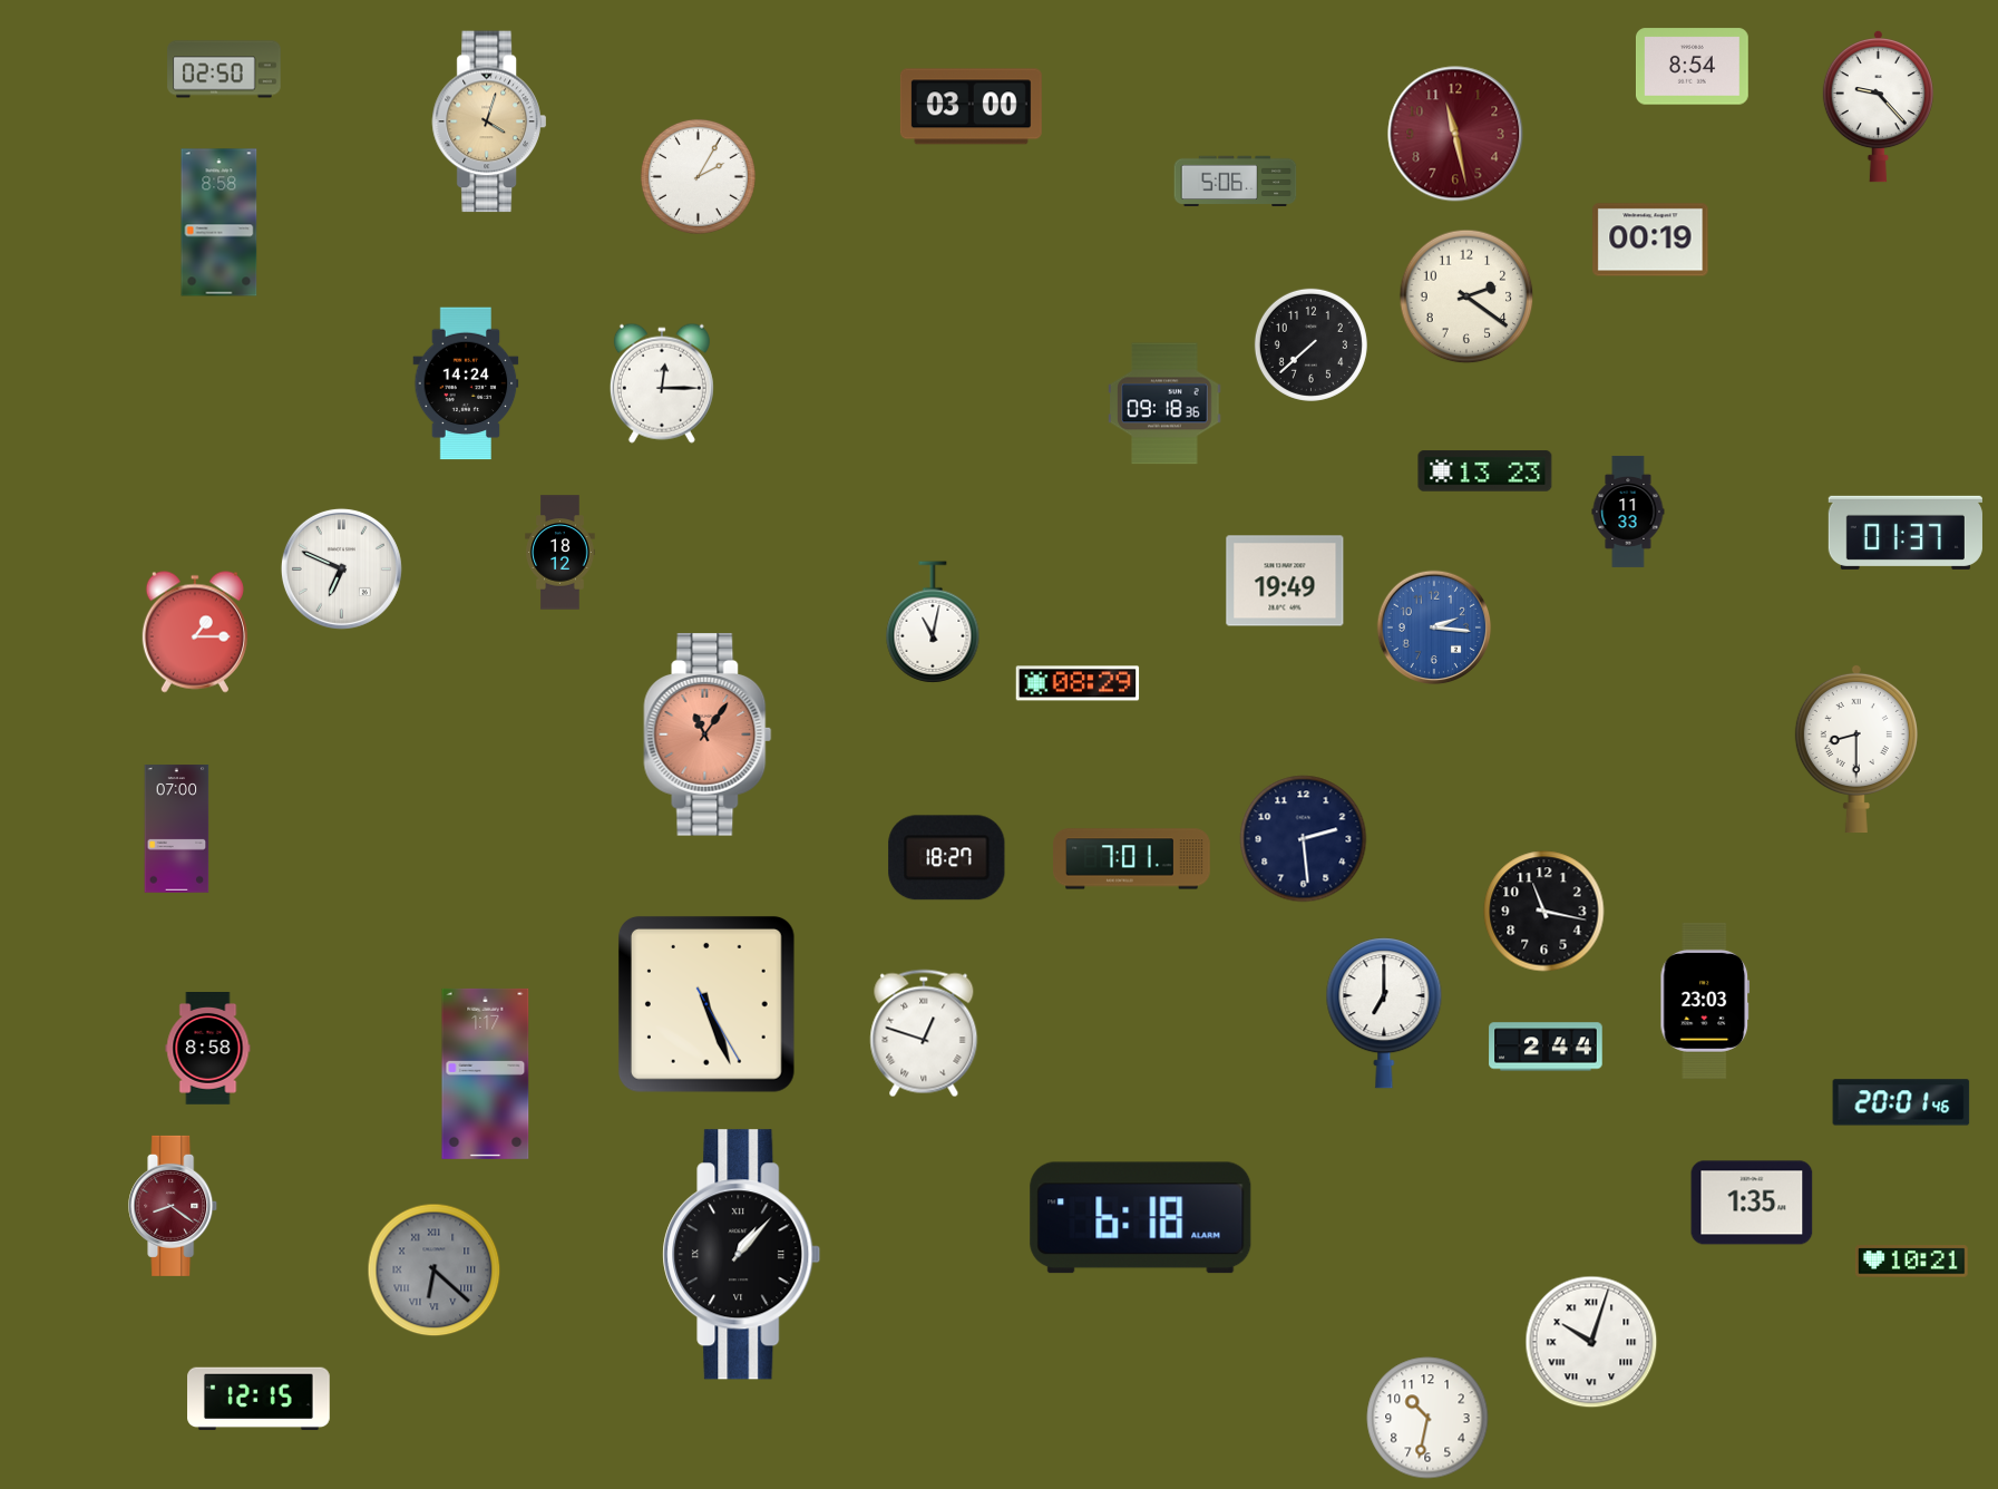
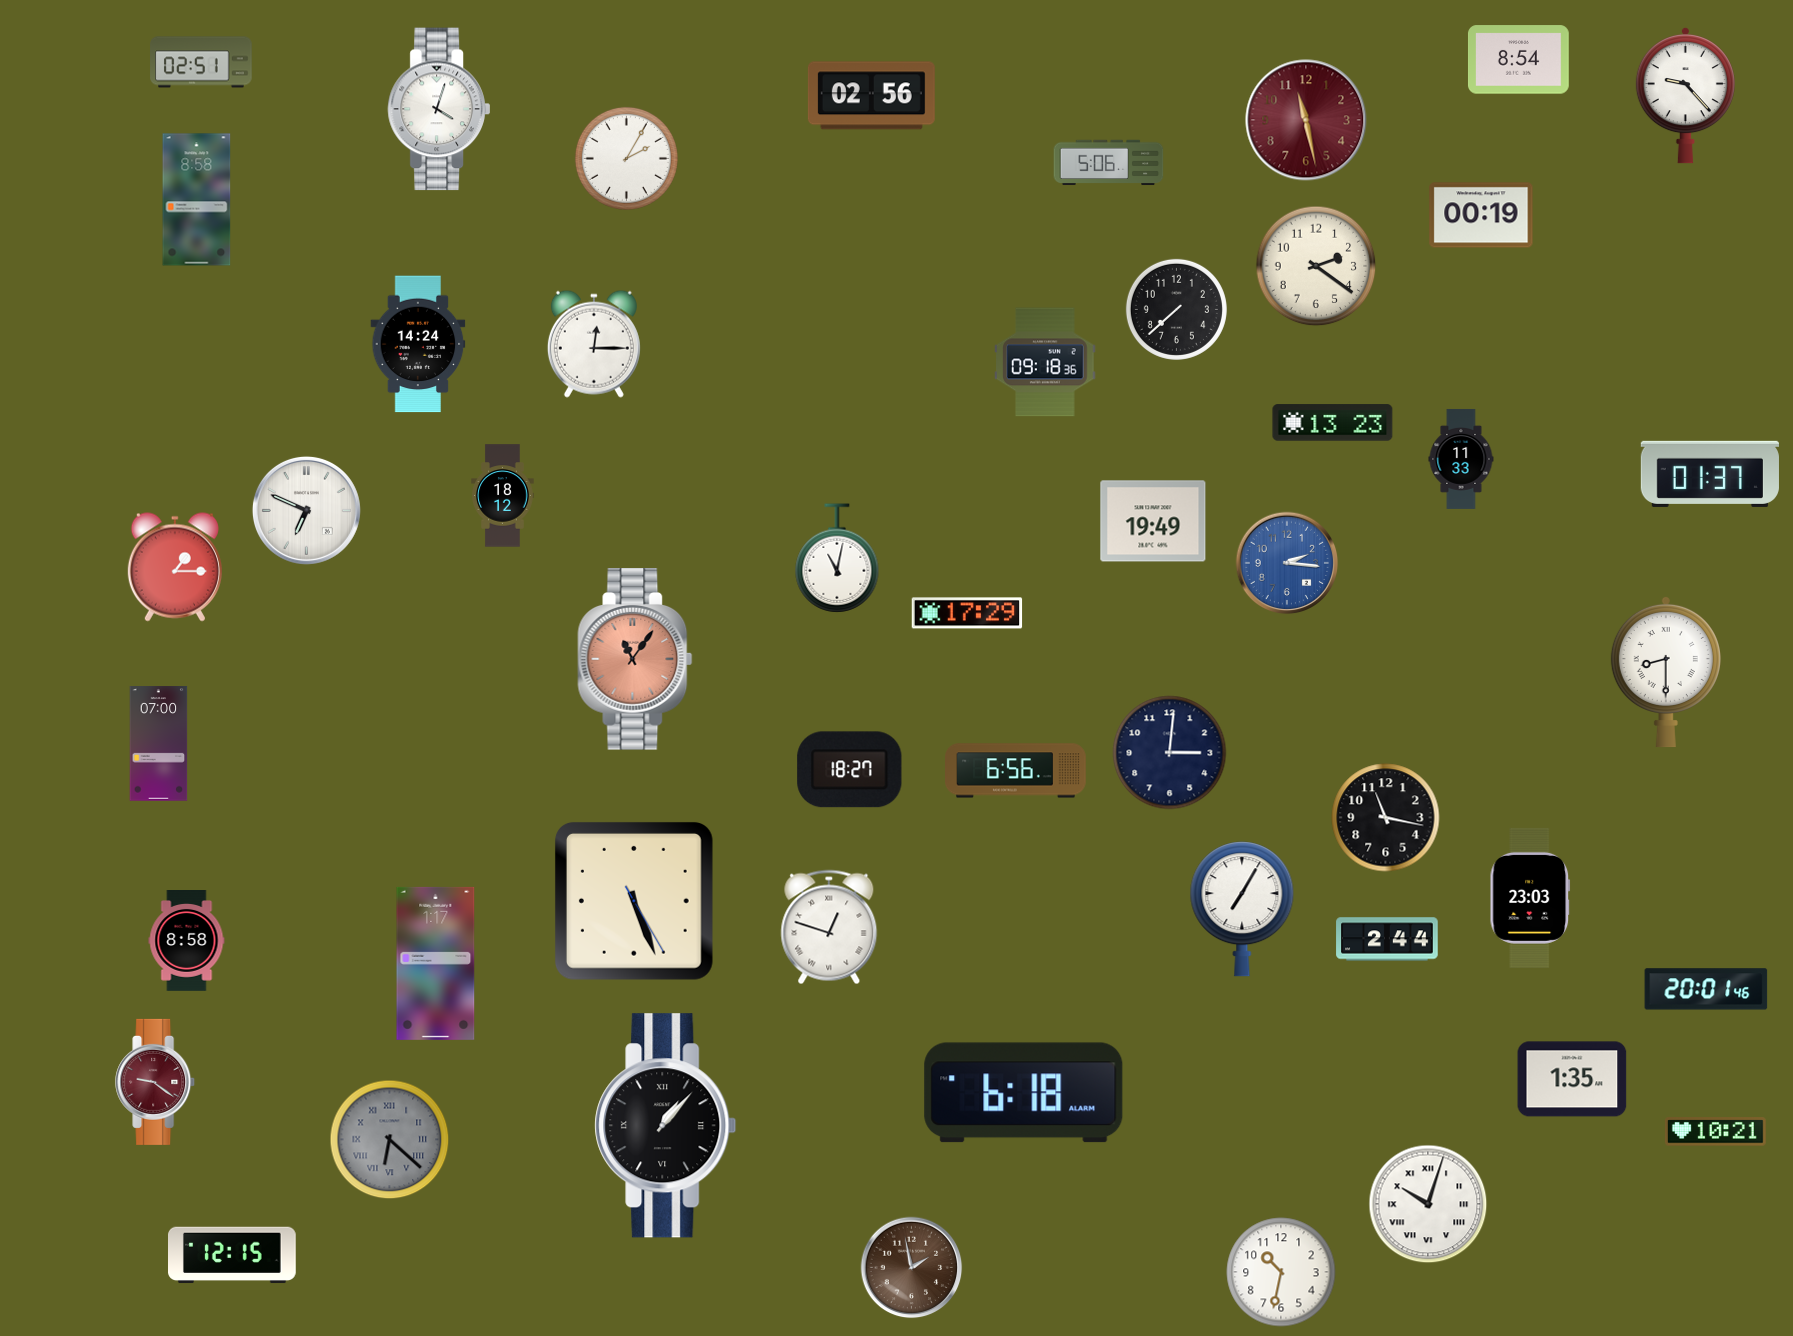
clock at (224, 69): 02:50 -> 02:51
clock at (971, 107): 03:00 -> 02:56
clock at (489, 121) dial: champagne -> white
clock at (1906, 533) position: (1906, 533) -> (1710, 474)
clock at (1078, 683): 08:29 -> 17:29
clock at (1304, 839): 2:29 -> 3:01
clock at (1132, 859): 7:01 -> 6:56
clock at (1384, 1013): 7:00 -> 7:05
clock at (174, 1206): 8:21 -> 9:21
clock at (912, 1268): none -> 1:58
